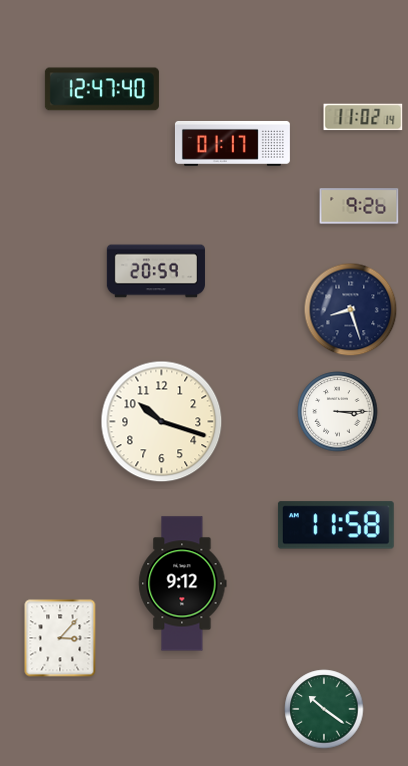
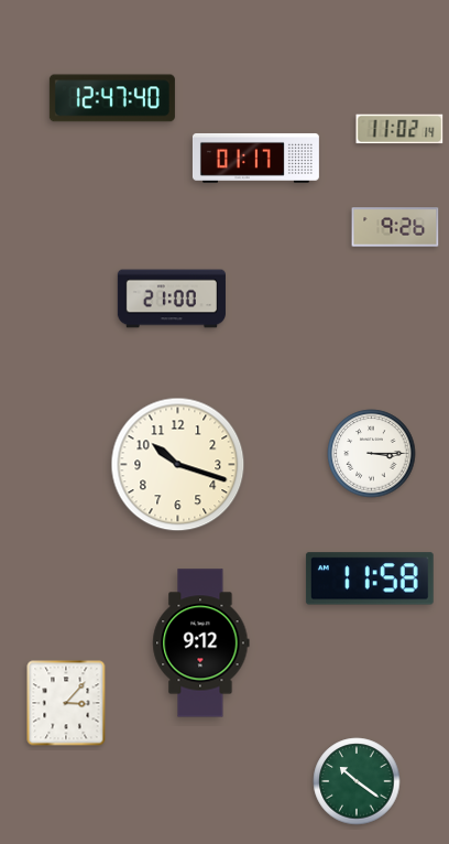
clock at (156, 271): 20:59 -> 21:00
clock at (351, 310): 8:27 -> none
